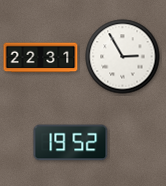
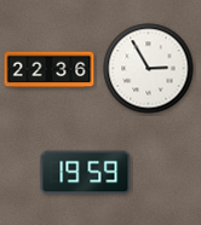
clock at (41, 58): 22:31 -> 22:36
clock at (71, 143): 19:52 -> 19:59
